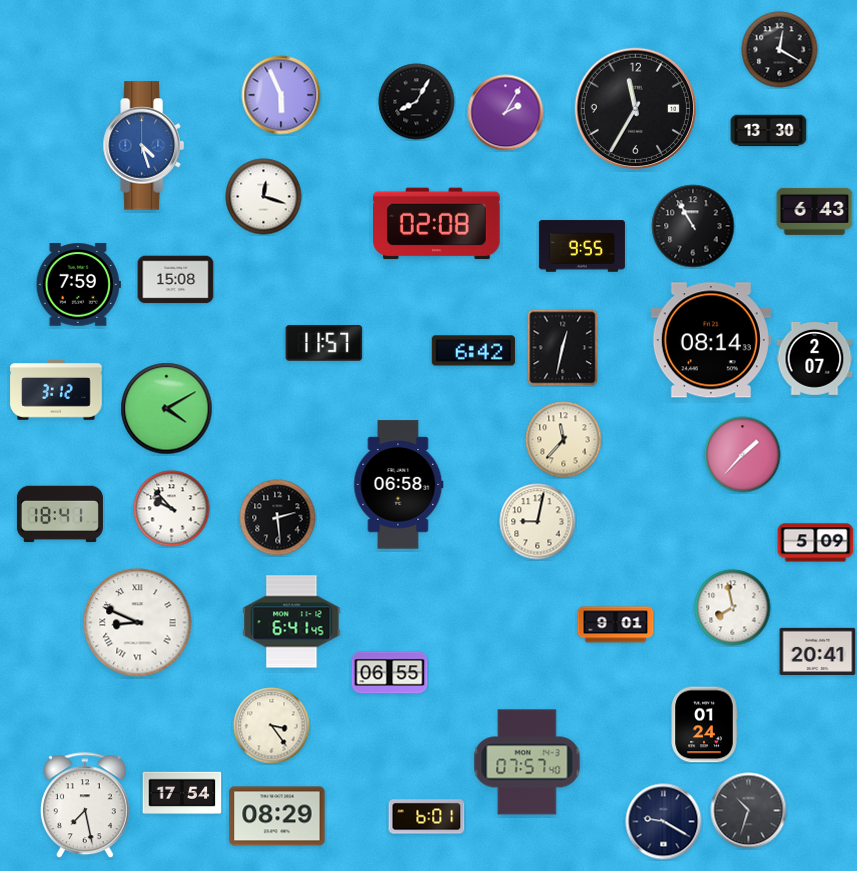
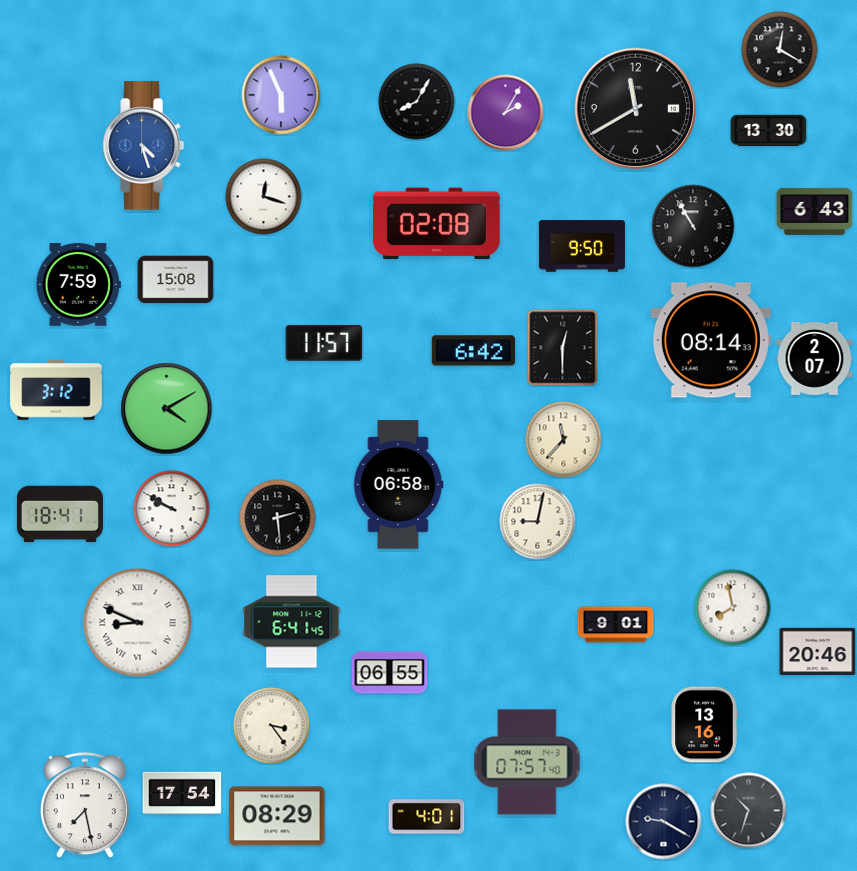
clock at (635, 108): 11:35 -> 11:40
clock at (582, 246): 9:55 -> 9:50
clock at (563, 347): 12:32 -> 12:30
clock at (743, 455): 1:37 -> none
clock at (172, 509): 9:53 -> 9:50
clock at (816, 543): 5:09 -> none
clock at (818, 651): 20:41 -> 20:46
clock at (704, 725): 01:24 -> 13:16
clock at (427, 817): 6:01 -> 4:01
